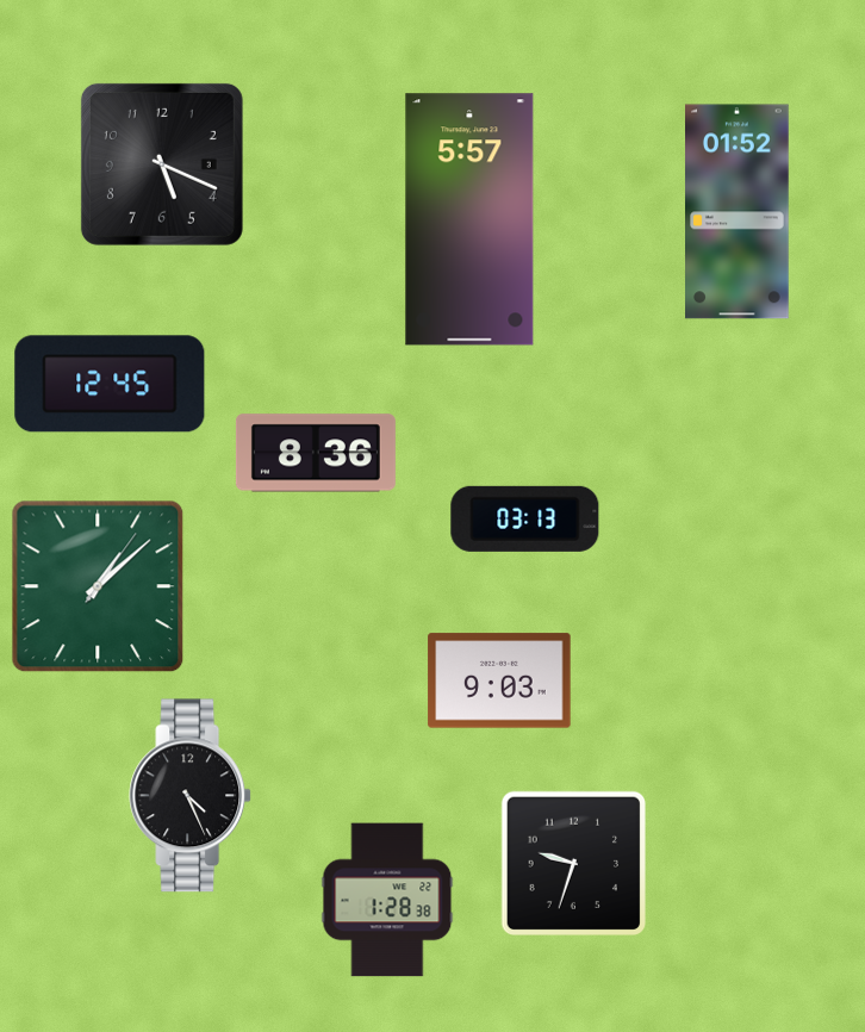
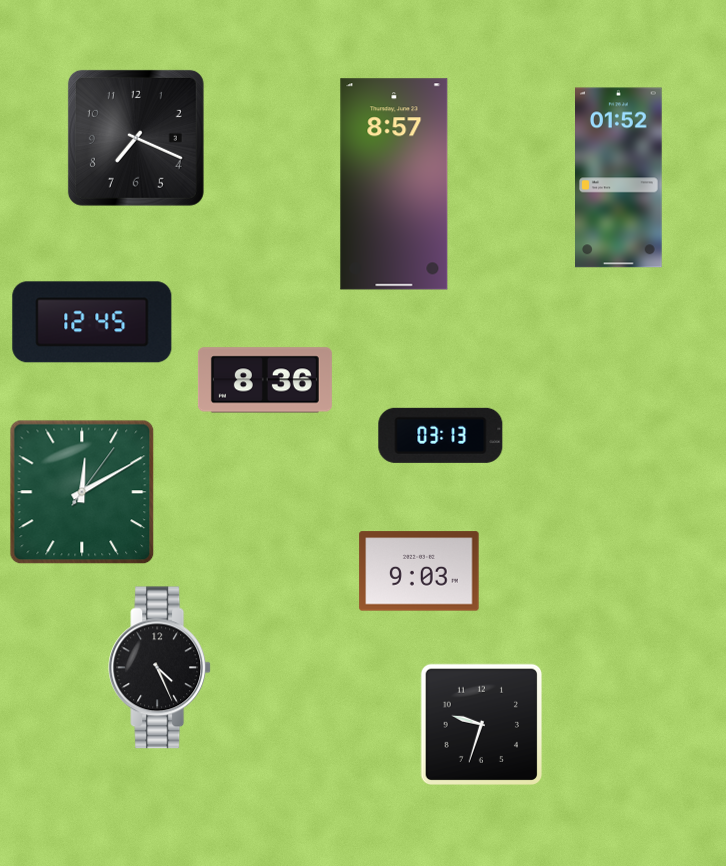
clock at (162, 164): 5:19 -> 7:19
clock at (469, 219): 5:57 -> 8:57
clock at (98, 586): 1:08 -> 12:10
clock at (387, 900): 1:28 -> none
